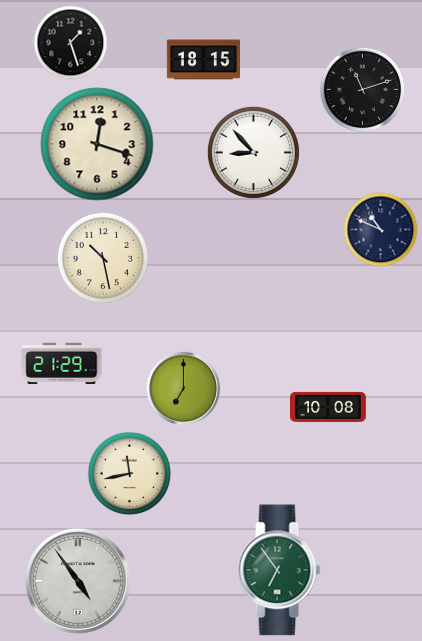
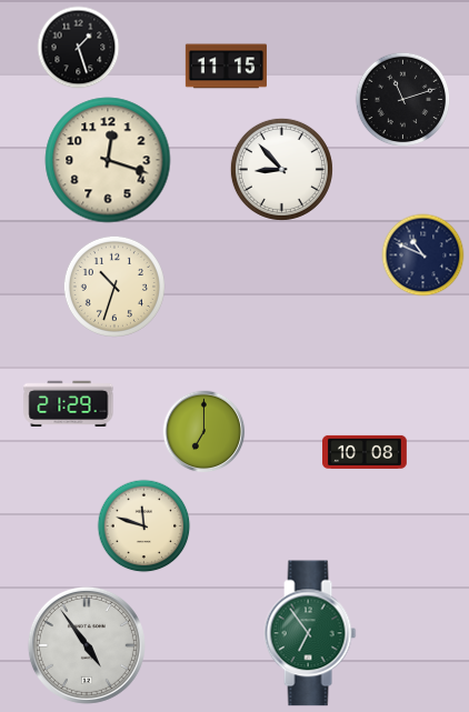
clock at (203, 60): 18:15 -> 11:15
clock at (103, 258): 10:28 -> 10:33
clock at (130, 474): 11:43 -> 11:48
